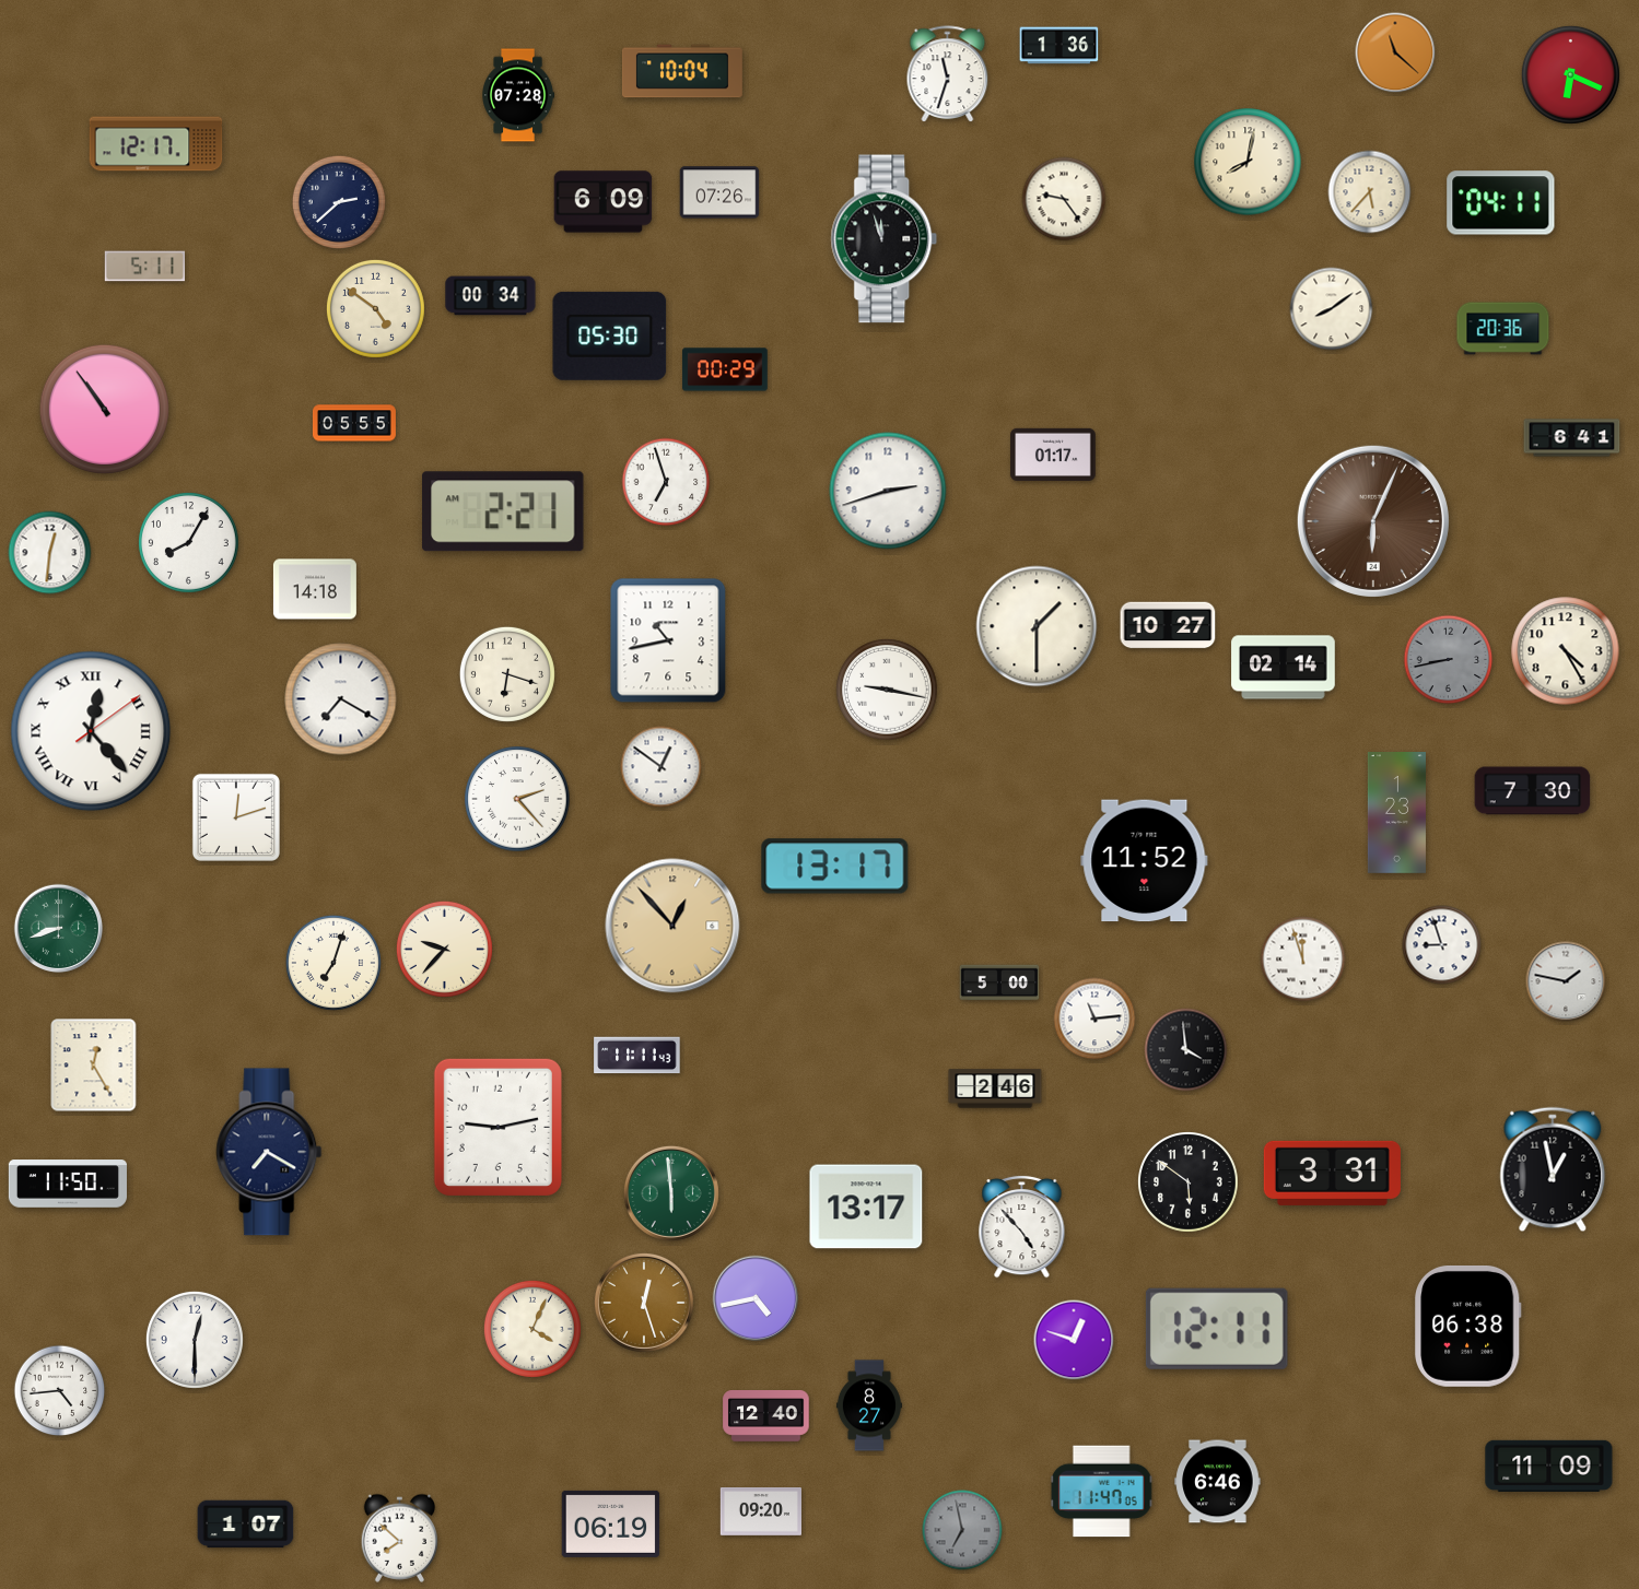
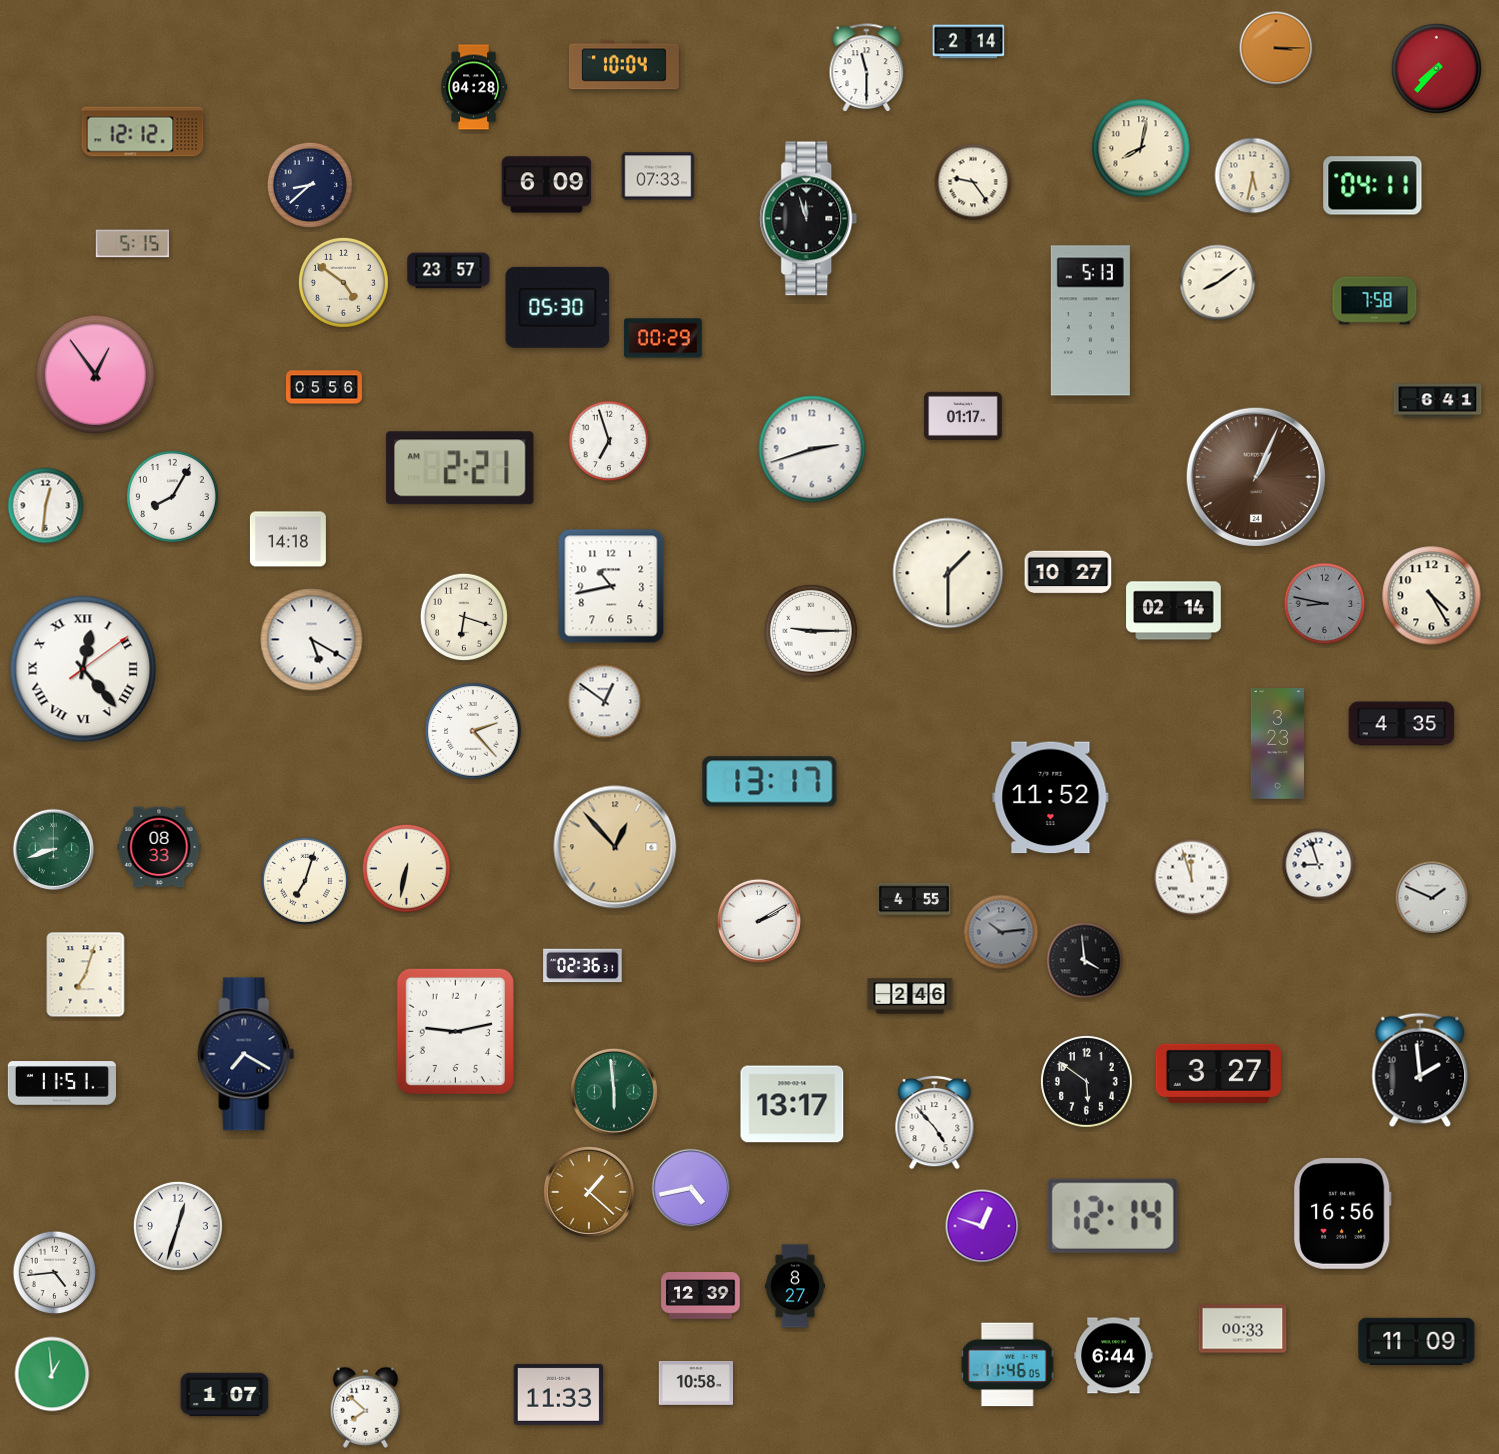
clock at (1060, 46): 1:36 -> 2:14
clock at (1395, 52): 11:22 -> 3:15
clock at (948, 73): 11:33 -> 11:30
clock at (1570, 74): 6:19 -> 7:37
clock at (519, 95): 07:28 -> 04:28
clock at (156, 144): 12:17 -> 12:12
clock at (719, 192): 07:26 -> 07:33
clock at (1370, 192): 5:37 -> 5:32
clock at (338, 201): 2:38 -> 8:38
clock at (604, 202) position: (604, 202) -> (547, 185)
clock at (145, 267): 5:11 -> 5:15
clock at (491, 296): 00:34 -> 23:57
clock at (1503, 329): 20:36 -> 7:58
clock at (1090, 321): none -> 5:13
clock at (105, 410): 10:54 -> 12:54
clock at (354, 423): 05:55 -> 05:56
clock at (1373, 521): 6:04 -> 1:04
clock at (1449, 660): 8:43 -> 8:47
clock at (887, 690): 9:17 -> 9:15
clock at (341, 699): 7:20 -> 5:20
clock at (1533, 791): 7:30 -> 4:35
clock at (1396, 813): 1:23 -> 3:23
clock at (236, 817): 12:12 -> none
clock at (1145, 861) position: (1145, 861) -> (1051, 798)
clock at (835, 867) position: (835, 867) -> (770, 782)
clock at (159, 847): none -> 08:33
clock at (444, 949): 9:37 -> 6:32
clock at (1566, 981): 1:47 -> 1:49
clock at (999, 982): 5:00 -> 4:55
clock at (759, 921): none -> 2:10
clock at (1094, 1019): 11:14 -> 10:14
clock at (1094, 1019) dial: white -> grey
clock at (637, 1056): 11:11 -> 02:36
clock at (94, 1066): 12:25 -> 7:03
clock at (1553, 1169): 12:58 -> 1:59
clock at (1332, 1173): 3:31 -> 3:27
clock at (68, 1184): 11:50 -> 11:51
clock at (644, 1303): 12:27 -> 1:22
clock at (1467, 1326): 06:38 -> 16:56
clock at (532, 1329): 4:04 -> none
clock at (1217, 1329): 12:11 -> 12:14
clock at (195, 1340): 12:30 -> 12:33
clock at (766, 1416): 12:40 -> 12:39
clock at (1243, 1329): none -> 00:33
clock at (1218, 1482): 6:46 -> 6:44
clock at (1101, 1492): 11:47 -> 11:46
clock at (52, 1374): none -> 12:59
clock at (760, 1513): 09:20 -> 10:58
clock at (611, 1523): 06:19 -> 11:33
clock at (962, 1530): 6:58 -> none
